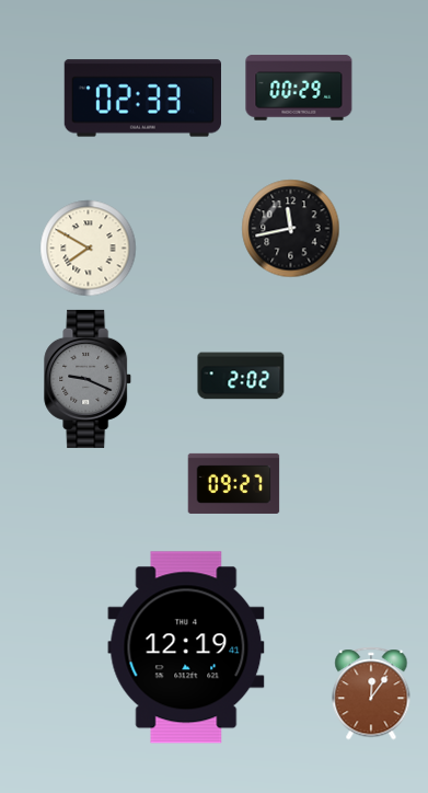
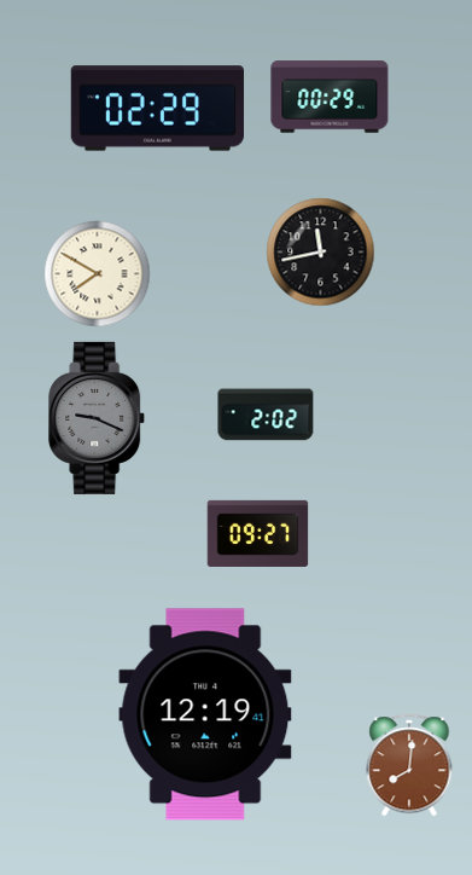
clock at (142, 99): 02:33 -> 02:29
clock at (371, 693): 12:06 -> 8:01
